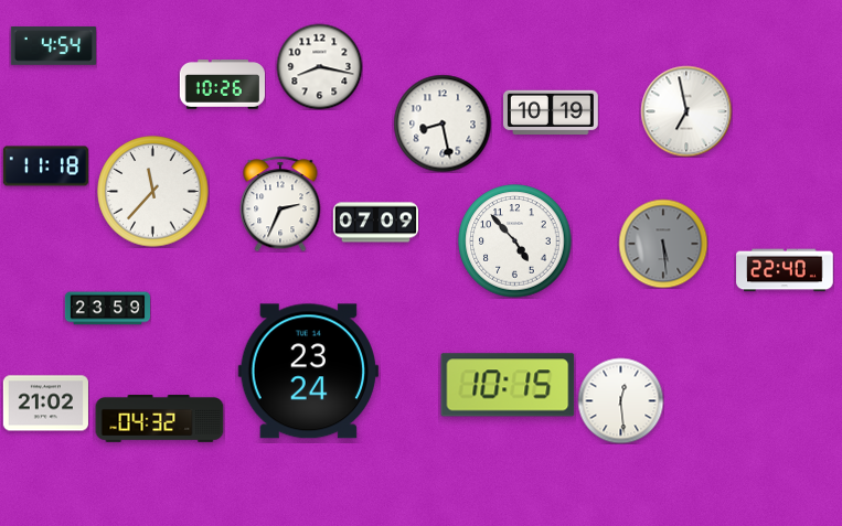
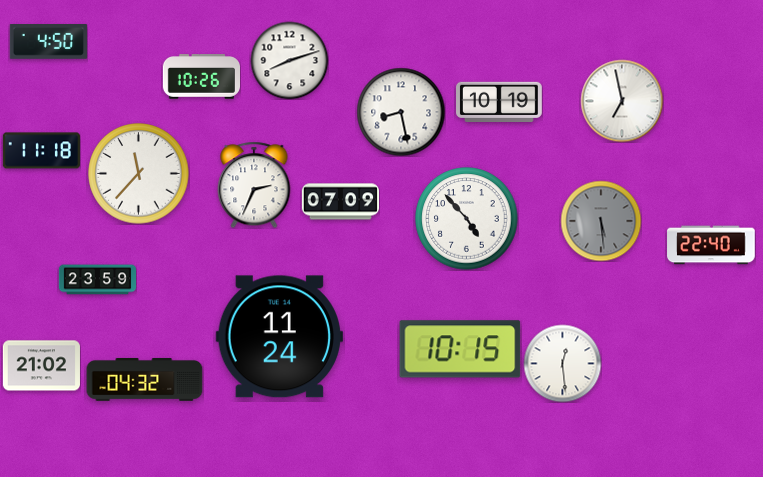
clock at (53, 46): 4:54 -> 4:50
clock at (319, 66): 8:17 -> 8:12
clock at (308, 372): 23:24 -> 11:24
